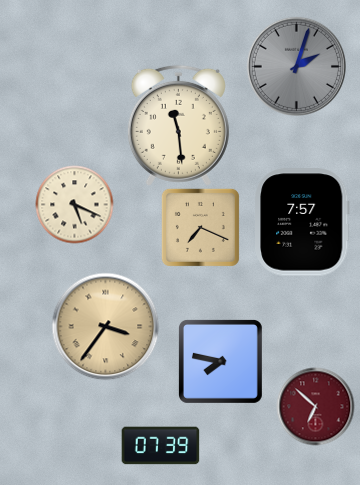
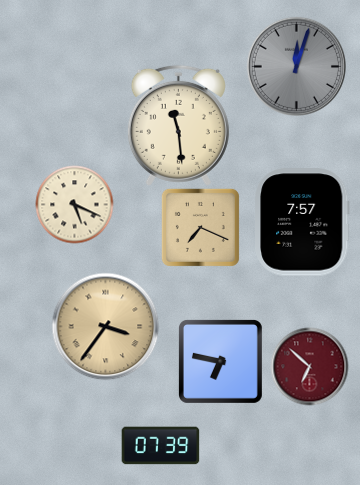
clock at (296, 66): 2:03 -> 12:03
clock at (220, 361): 7:47 -> 6:47
clock at (315, 406) position: (315, 406) -> (309, 366)
